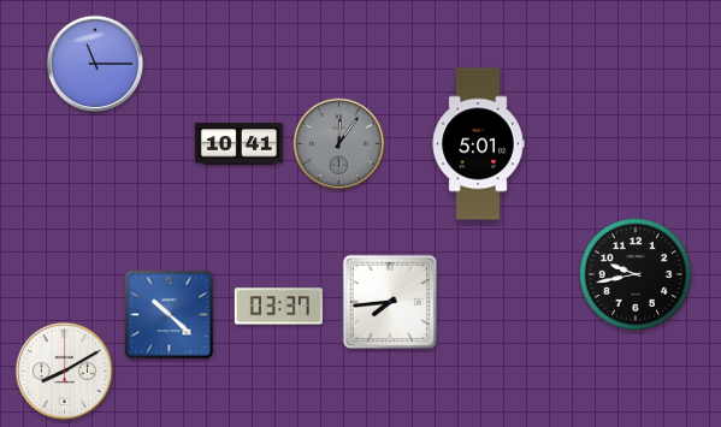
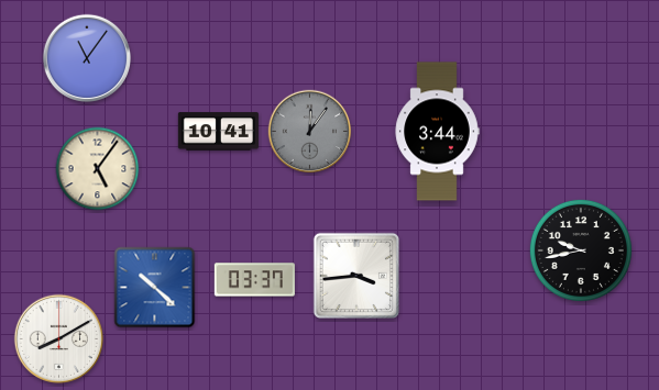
clock at (94, 63): 11:15 -> 11:06
clock at (478, 144): 5:01 -> 3:44
clock at (98, 169): none -> 5:06
clock at (389, 301): 7:44 -> 3:44
